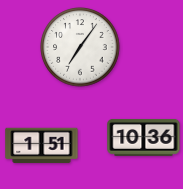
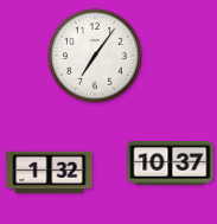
clock at (144, 137): 10:36 -> 10:37
clock at (42, 146): 1:51 -> 1:32
